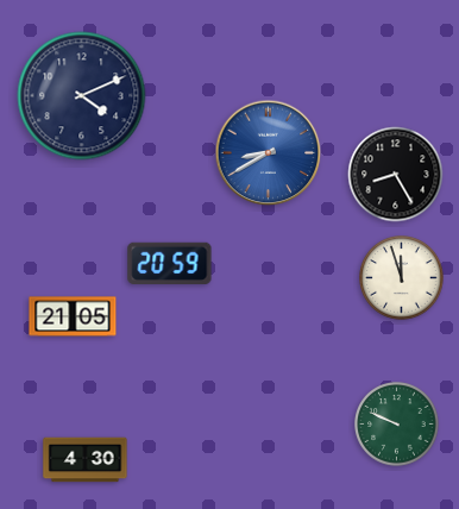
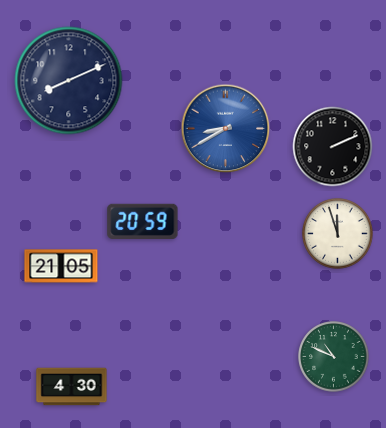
clock at (82, 96): 4:11 -> 8:11
clock at (396, 175): 8:25 -> 2:11
clock at (397, 425): 9:49 -> 10:49
